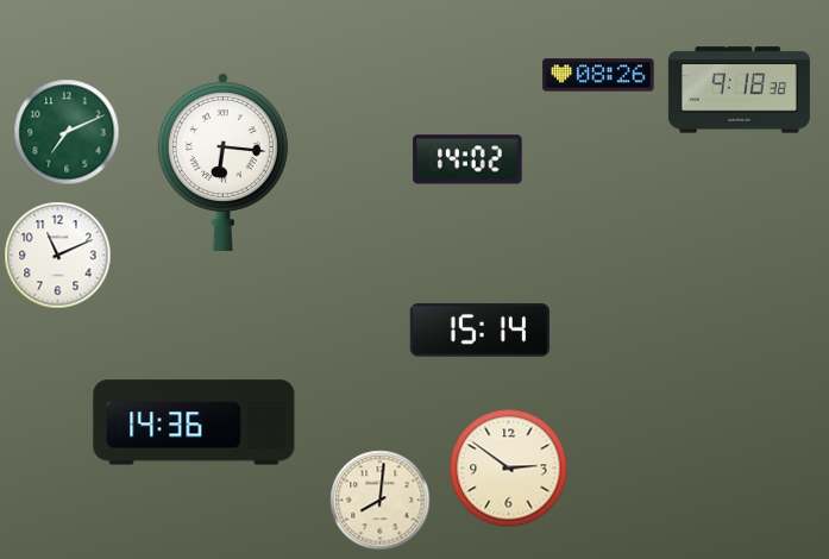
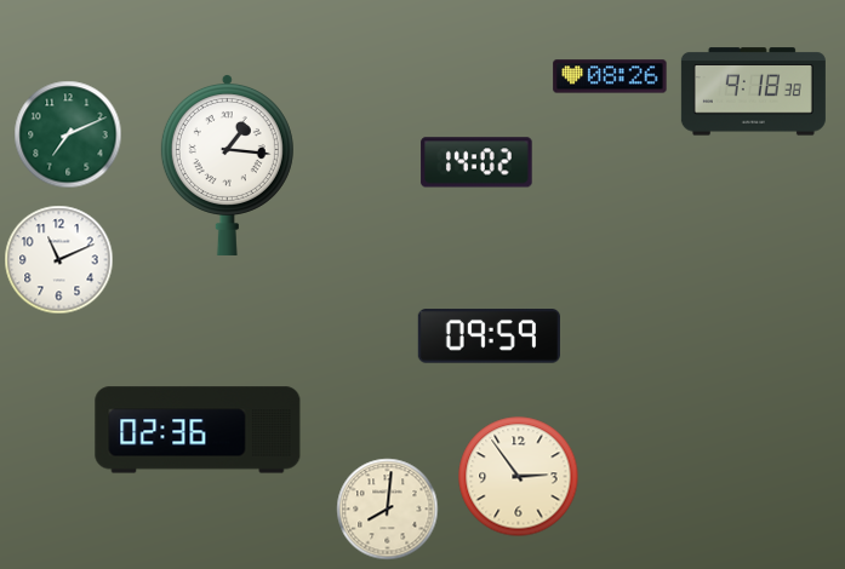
clock at (222, 162): 6:16 -> 1:16
clock at (479, 331): 15:14 -> 09:59
clock at (194, 422): 14:36 -> 02:36
clock at (509, 469): 2:51 -> 2:54
